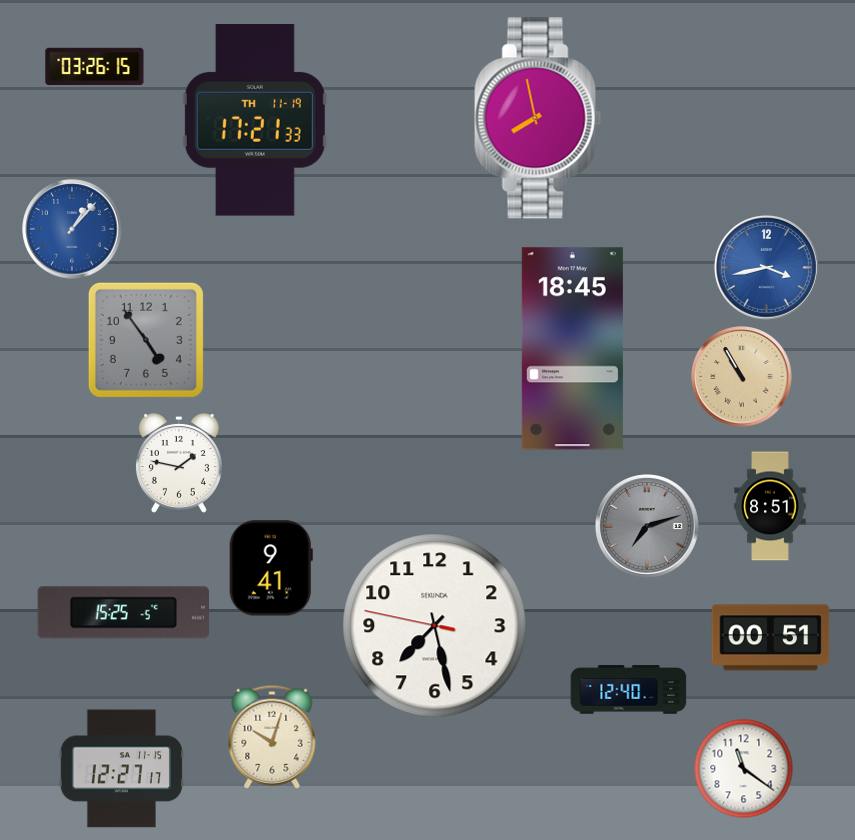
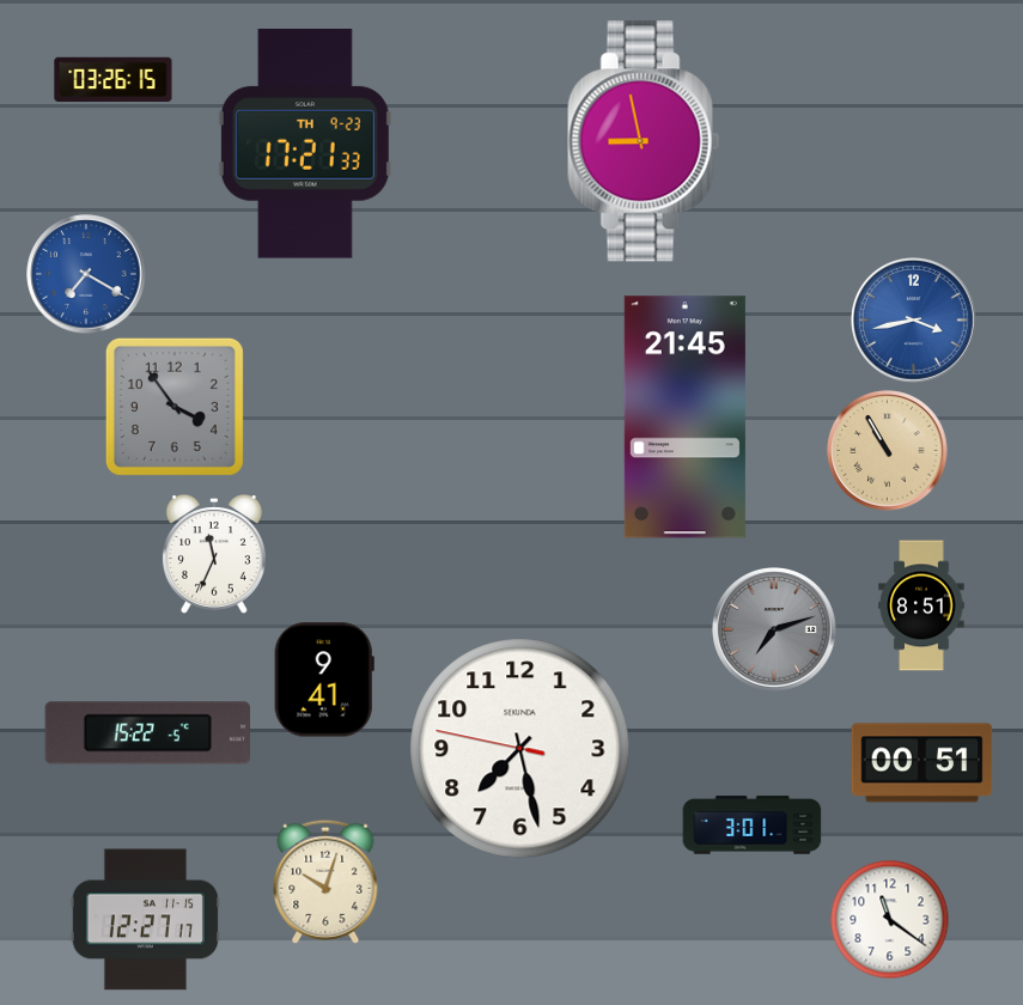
clock at (538, 118): 7:58 -> 8:58
clock at (255, 120) date: TH 11-19 -> TH 9-23
clock at (72, 229): 1:07 -> 7:20
clock at (767, 268) position: (767, 268) -> (914, 321)
clock at (146, 340): 4:54 -> 3:54
clock at (572, 349): 18:45 -> 21:45
clock at (179, 464): 1:47 -> 11:34
clock at (123, 613): 15:25 -> 15:22
clock at (629, 690): 12:40 -> 3:01
